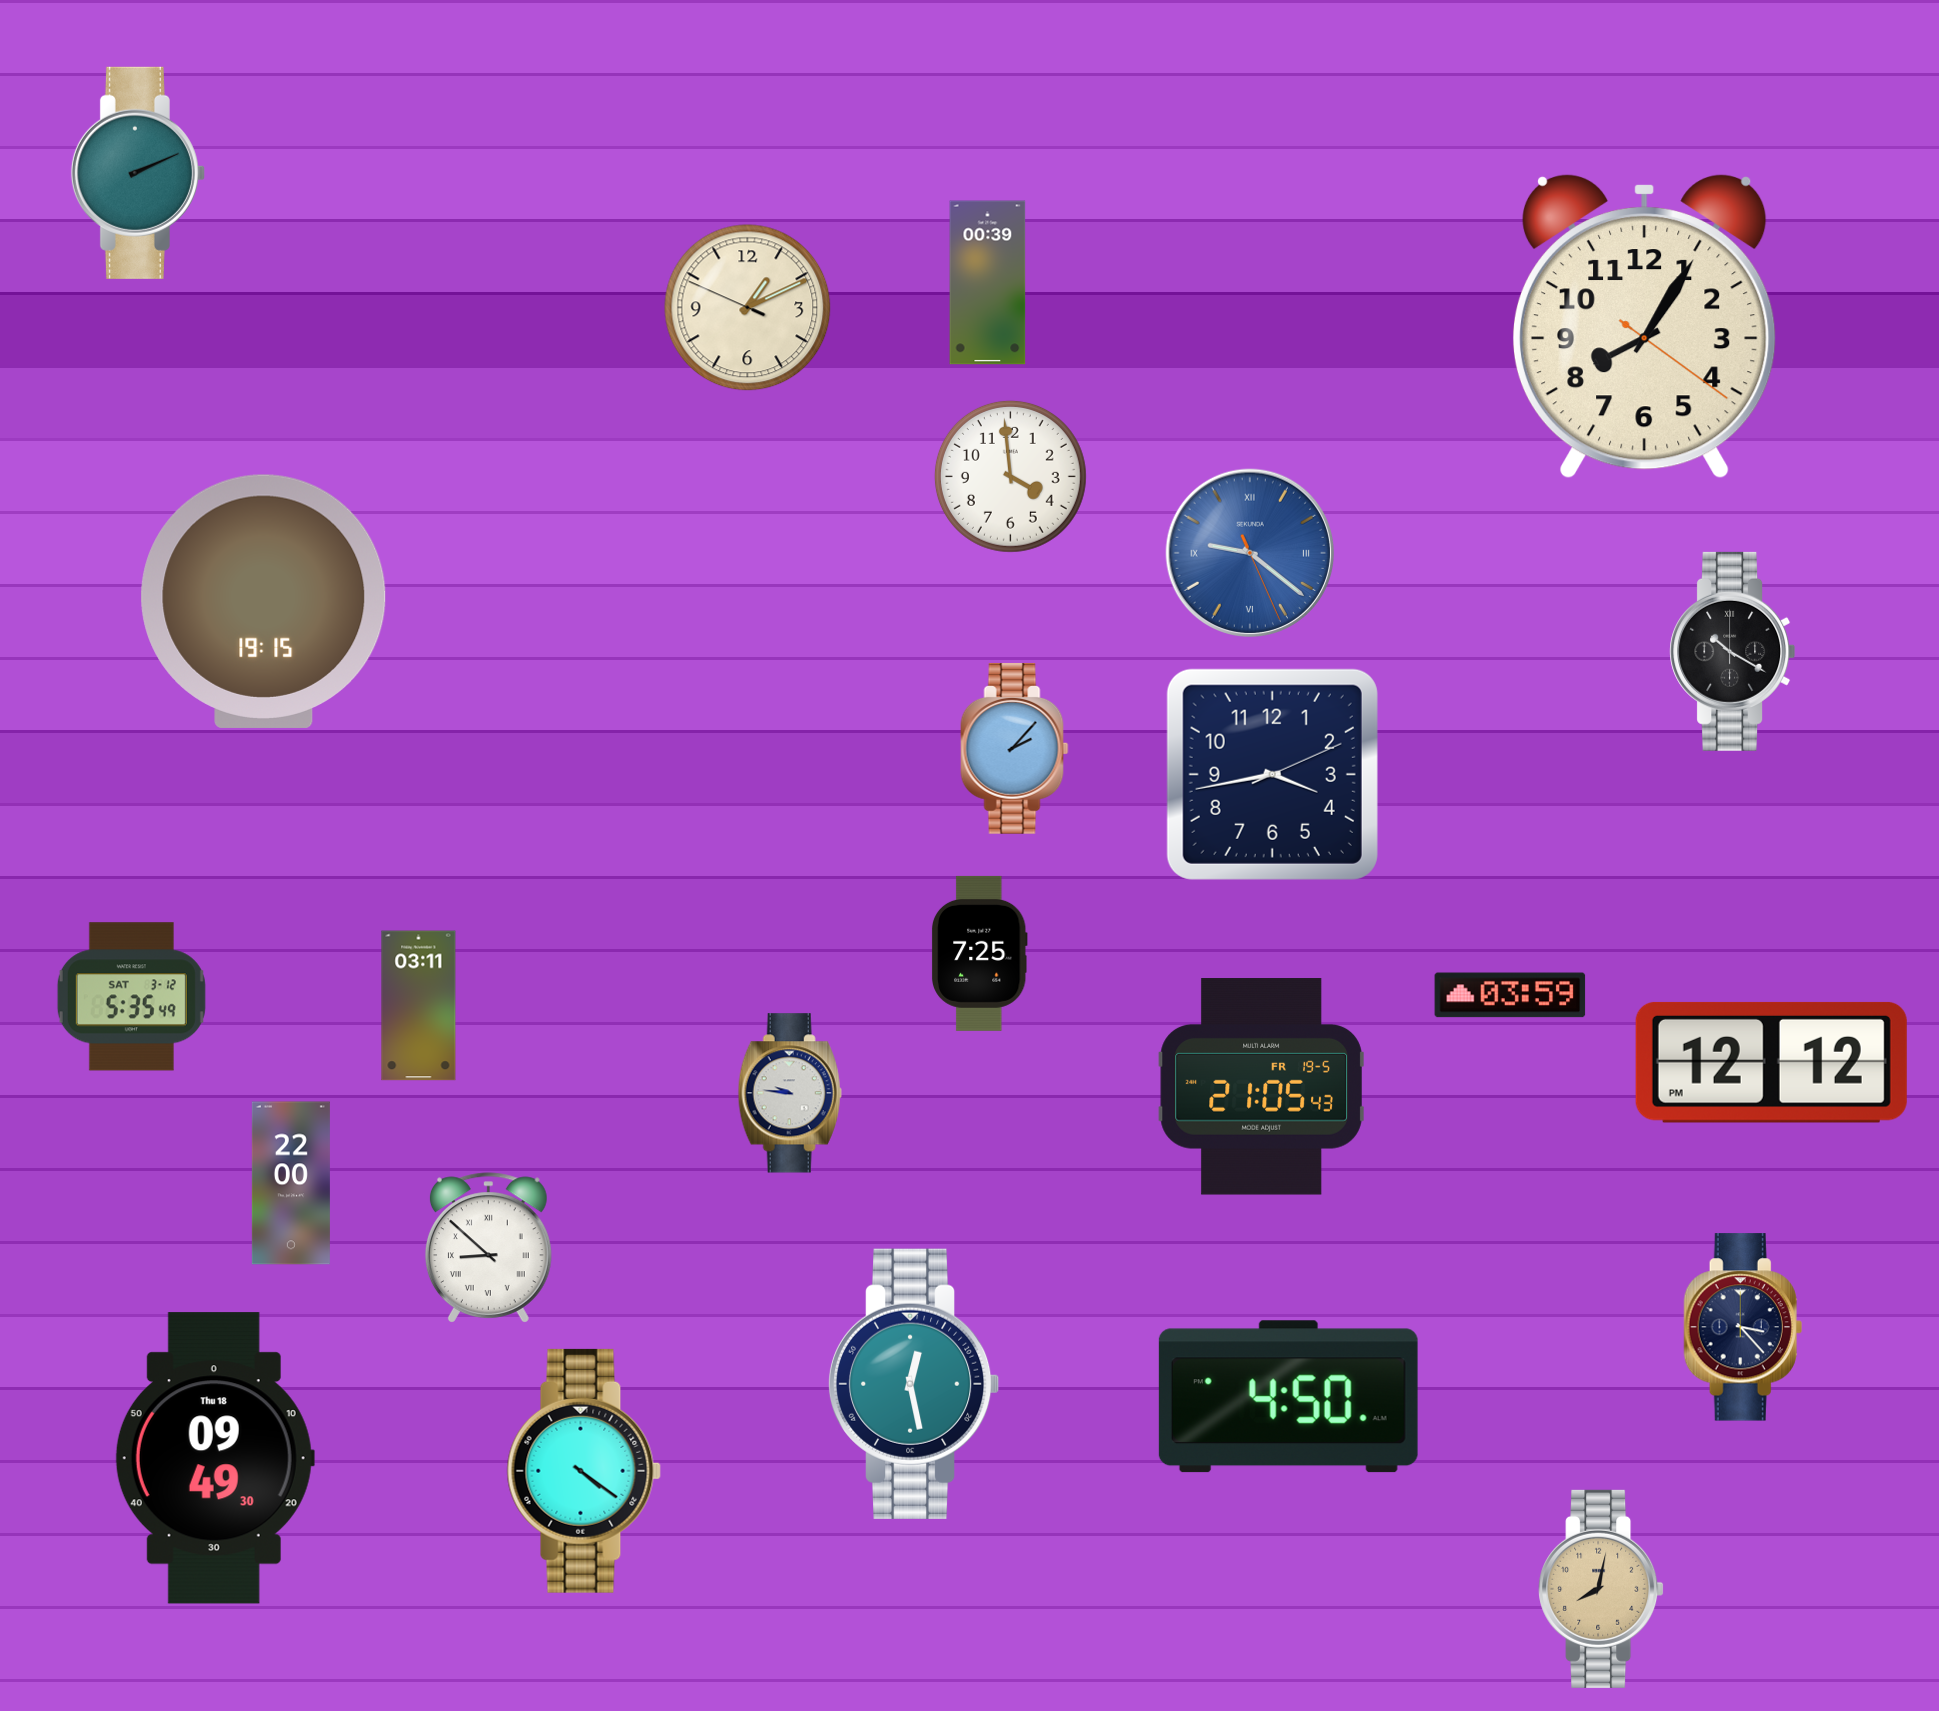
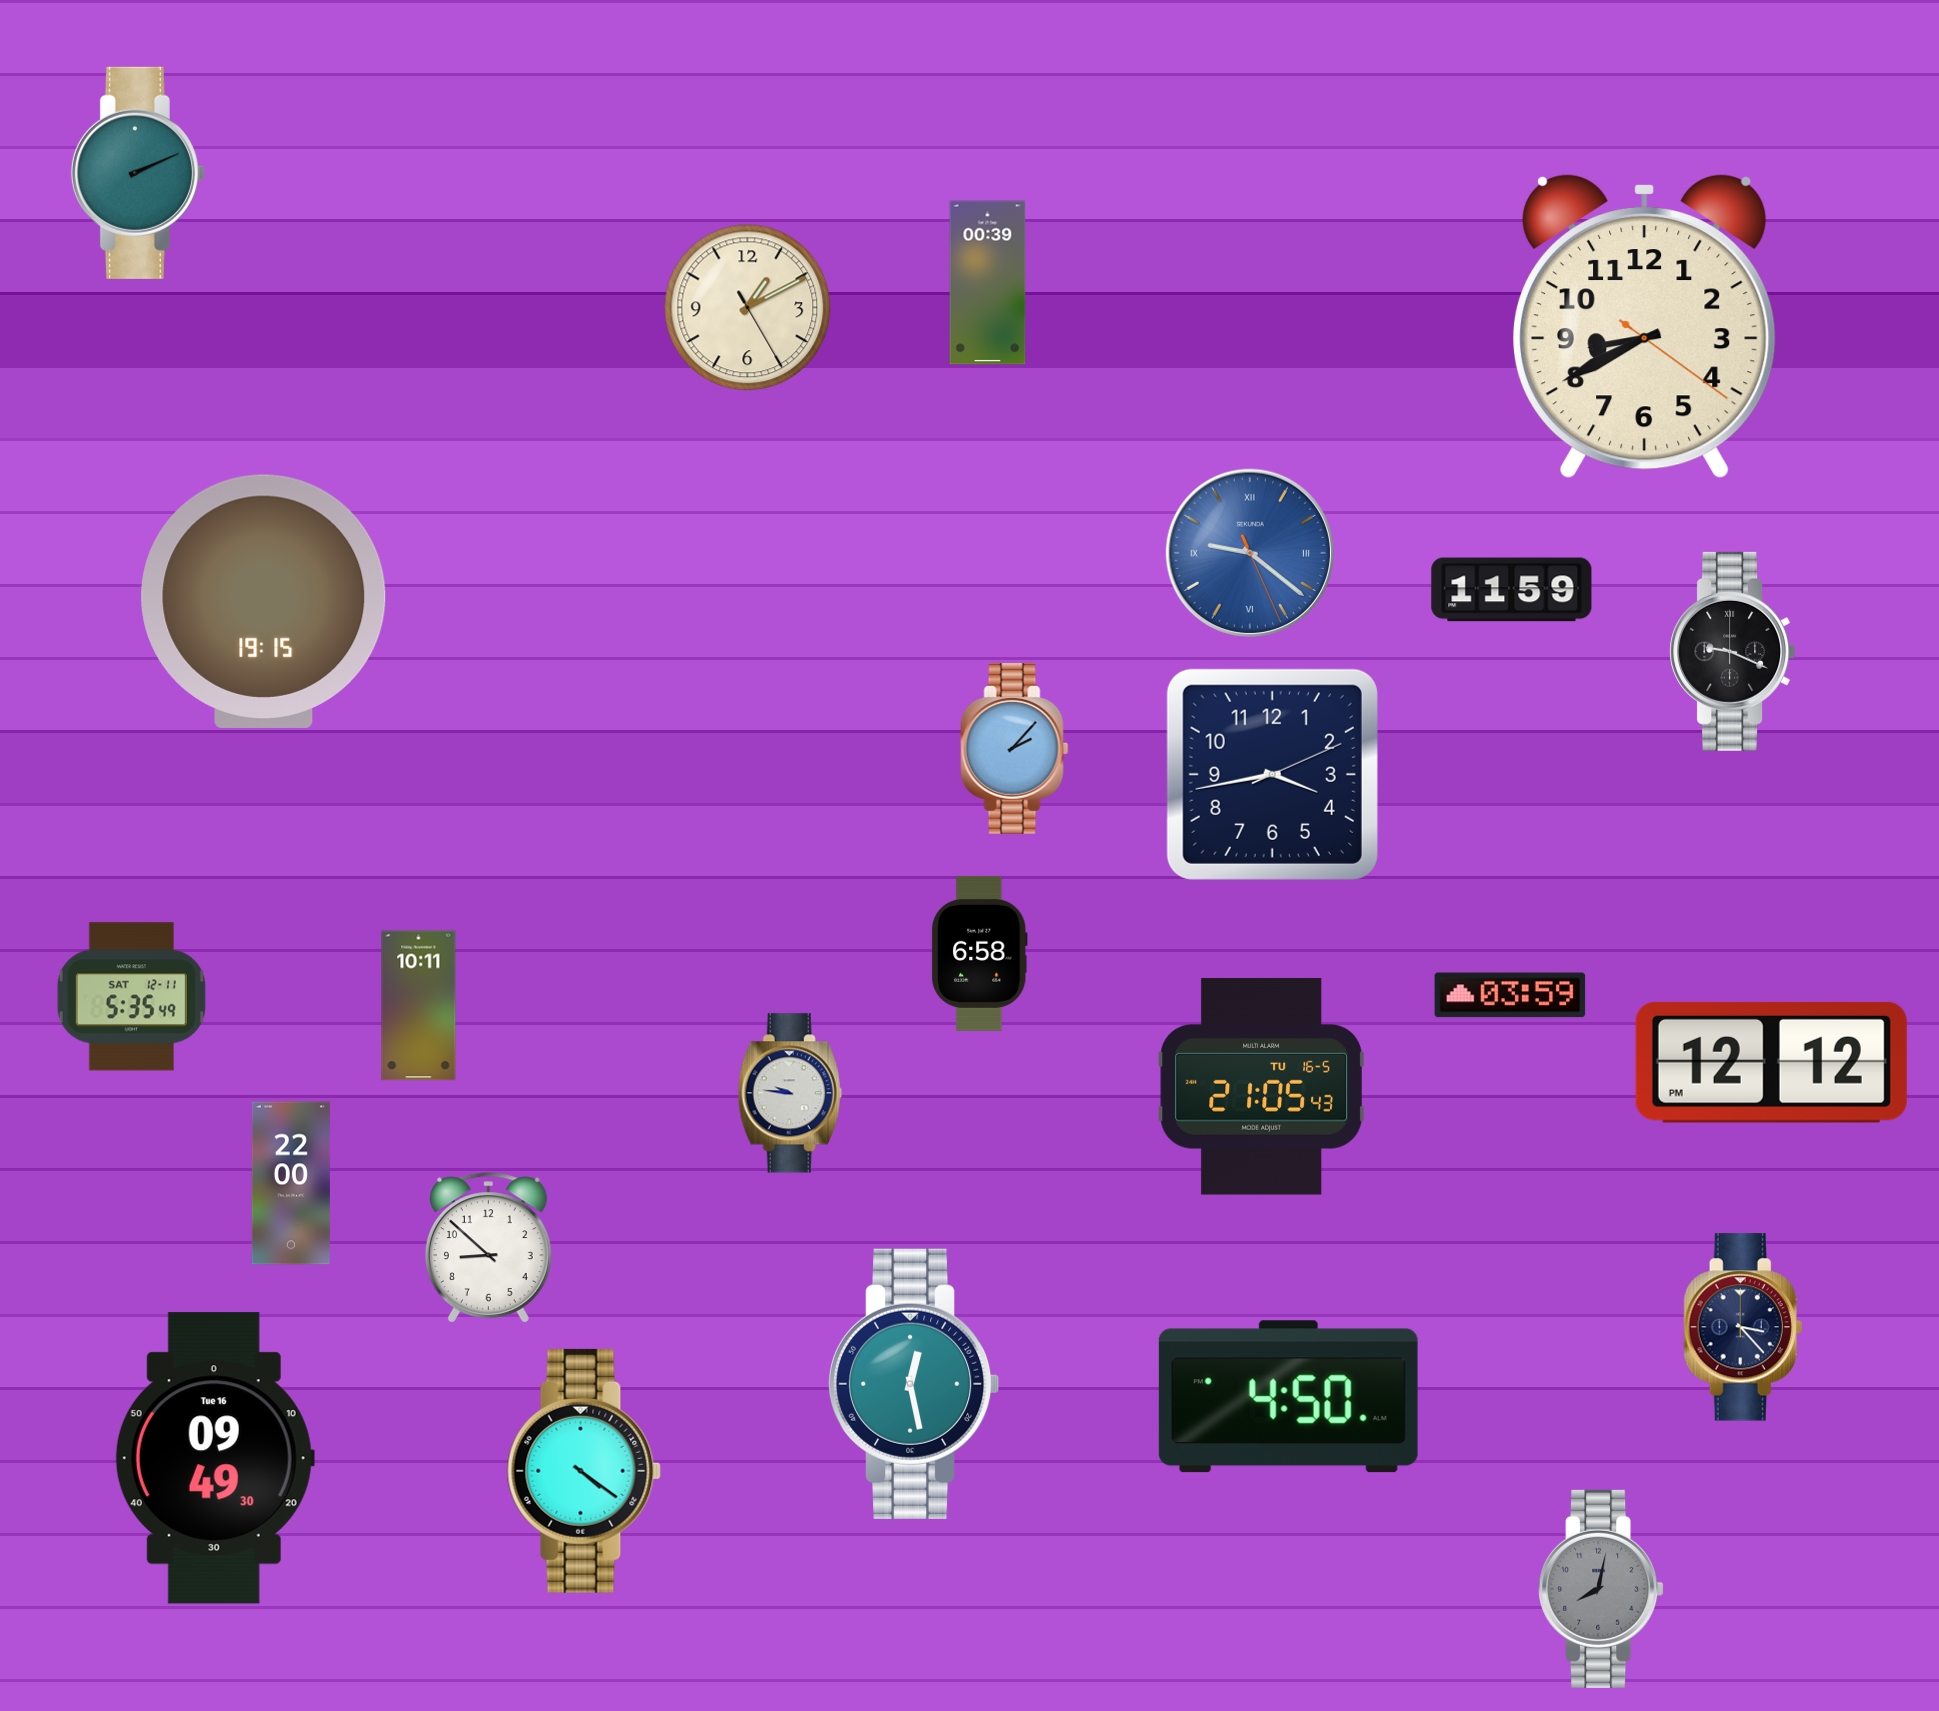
clock at (748, 308): 1:10:49 -> 1:10:25
clock at (1644, 326): 8:05 -> 8:40
clock at (1010, 476): 3:59 -> none
clock at (1512, 590): none -> 11:59
clock at (1733, 651): 10:20 -> 9:19
clock at (979, 953): 7:25 -> 6:58
clock at (131, 997) date: SAT 3-12 -> SAT 12-11
clock at (419, 1006): 03:11 -> 10:11
clock at (1261, 1087) date: FR 19-5 -> TU 16-5
clock at (488, 1248) numerals: Roman -> Arabic
clock at (215, 1458) date: Thu 18 -> Tue 16
clock at (1601, 1589) dial: champagne -> grey
